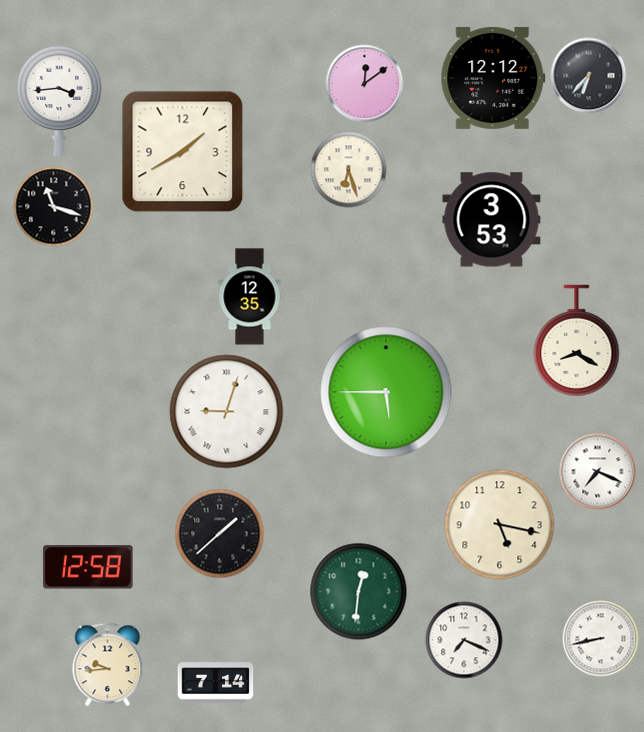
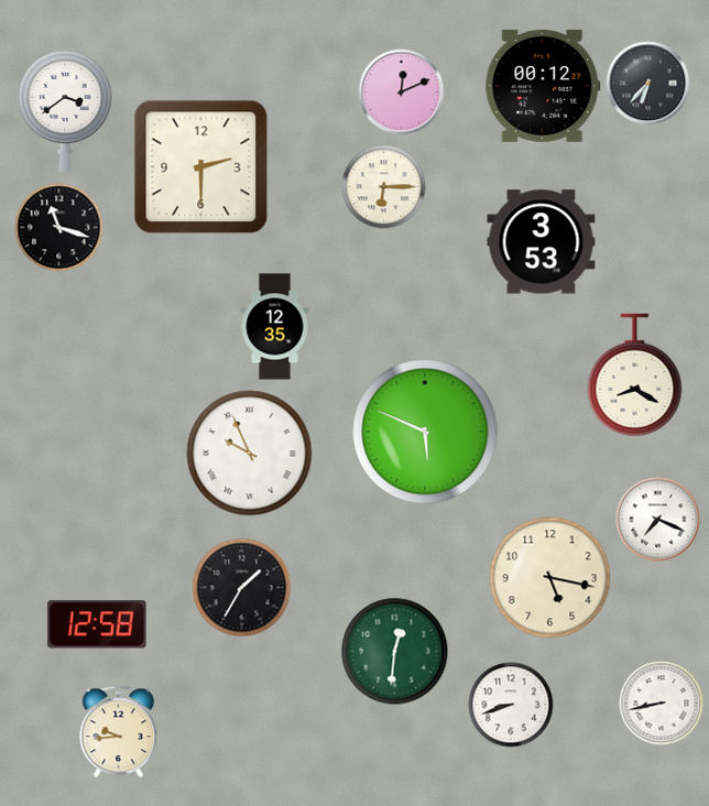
clock at (493, 78): 12:12 -> 00:12
clock at (365, 84): 12:09 -> 12:11
clock at (59, 100): 3:44 -> 3:39
clock at (183, 152): 1:40 -> 2:30
clock at (349, 170): 6:27 -> 6:15
clock at (386, 392): 5:45 -> 5:49
clock at (227, 412): 9:03 -> 9:56
clock at (220, 534): 1:38 -> 1:35
clock at (464, 640): 7:19 -> 8:42
clock at (216, 683): 7:14 -> none
